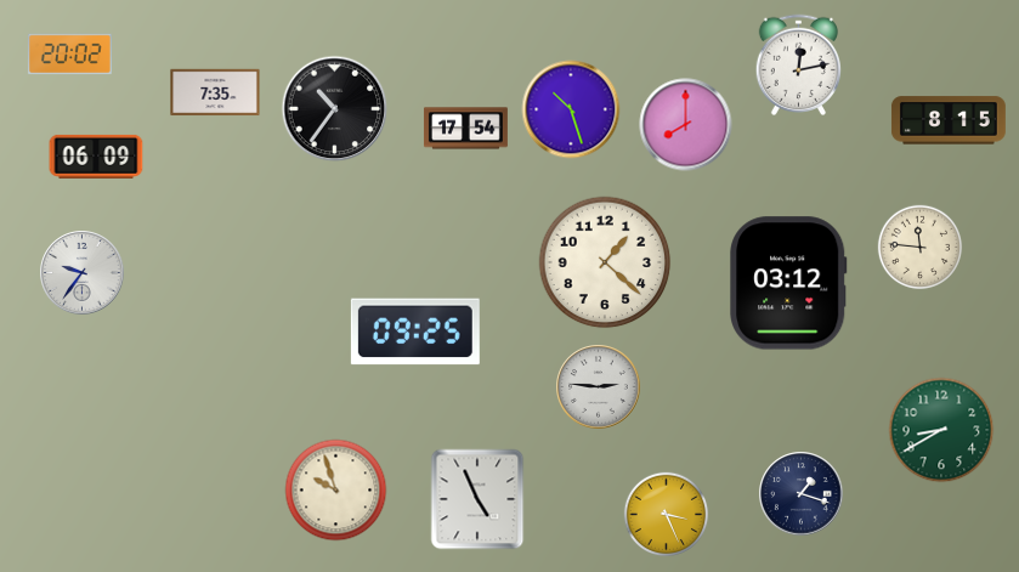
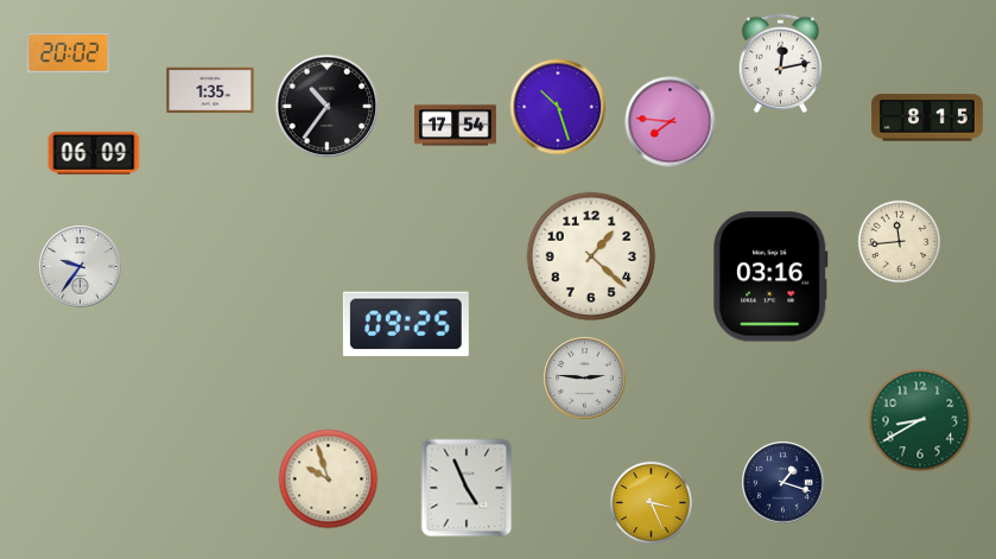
clock at (215, 92): 7:35 -> 1:35
clock at (686, 125): 8:00 -> 7:46
clock at (921, 248): 11:46 -> 11:44
clock at (788, 283): 03:12 -> 03:16
